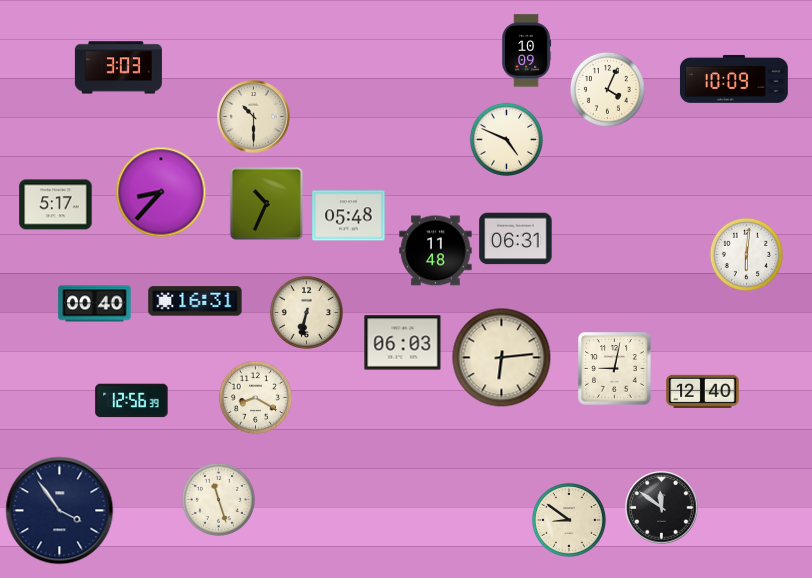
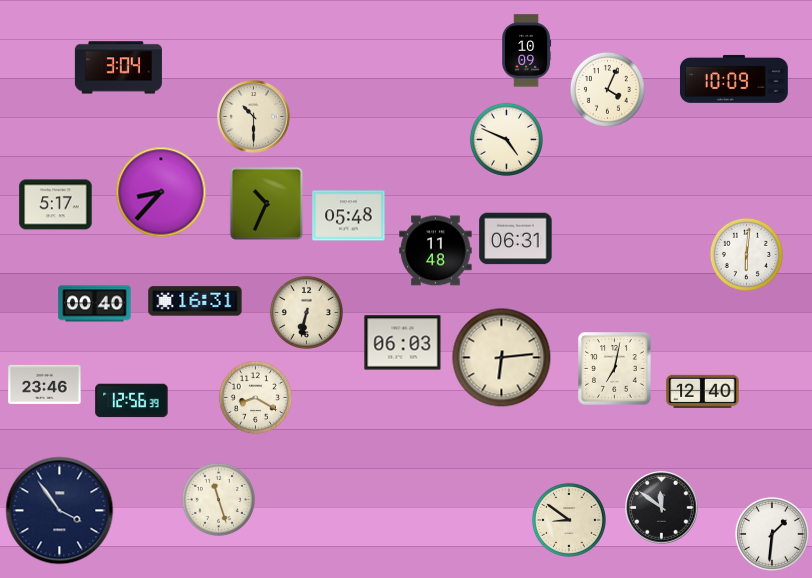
clock at (118, 68): 3:03 -> 3:04
clock at (615, 369): 9:02 -> 7:02
clock at (45, 384): none -> 23:46
clock at (772, 534): none -> 1:31
